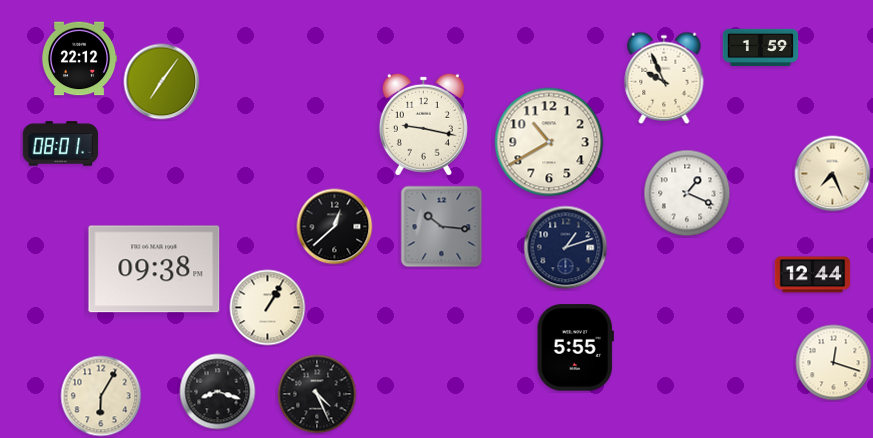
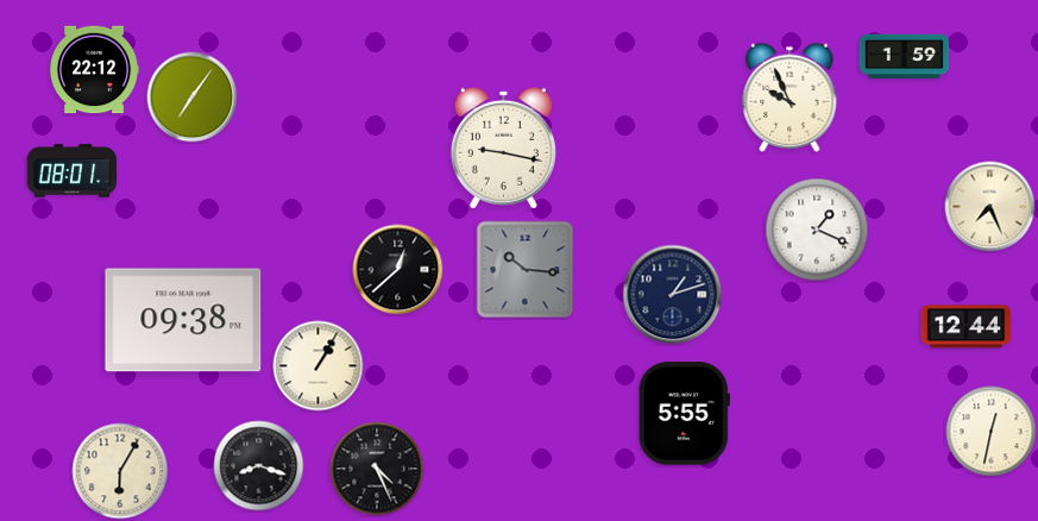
clock at (664, 78) position: (664, 78) -> (789, 98)
clock at (549, 142): 10:40 -> none
clock at (834, 363): 12:18 -> 12:32
